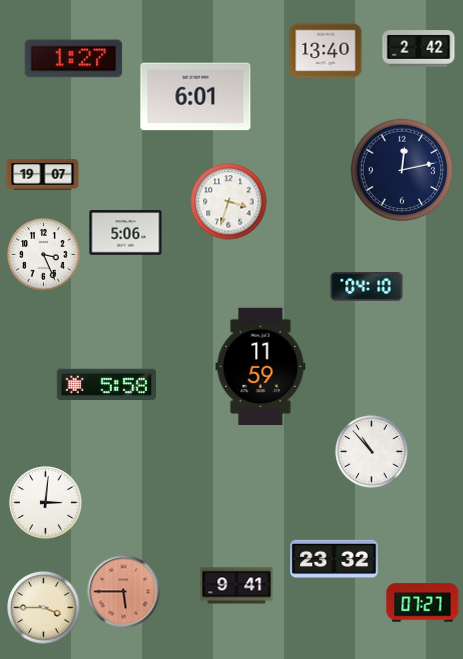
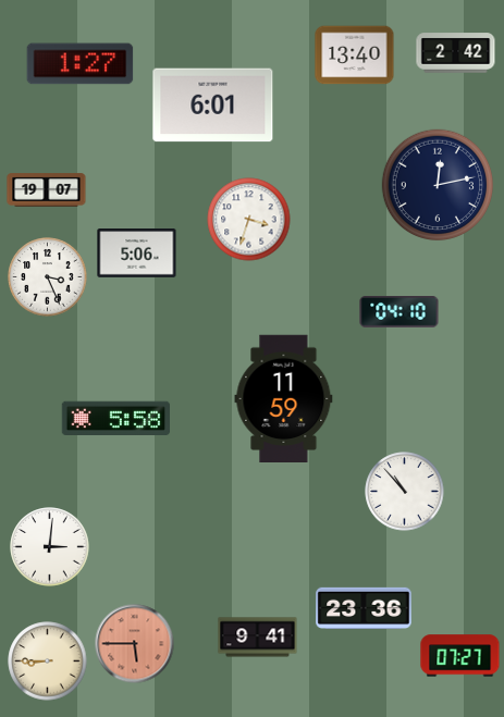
clock at (334, 558): 23:32 -> 23:36
clock at (44, 608): 3:45 -> 8:45
